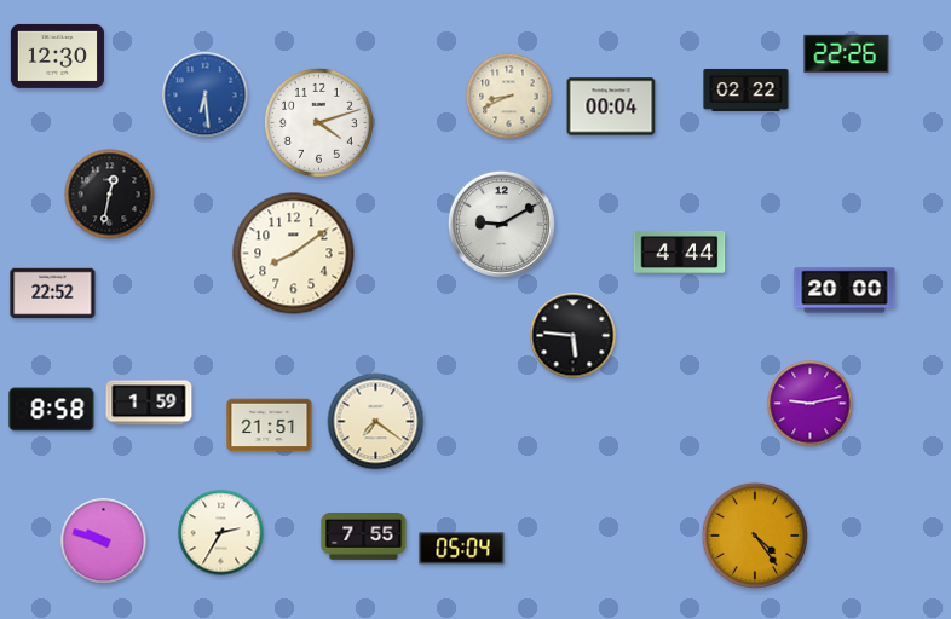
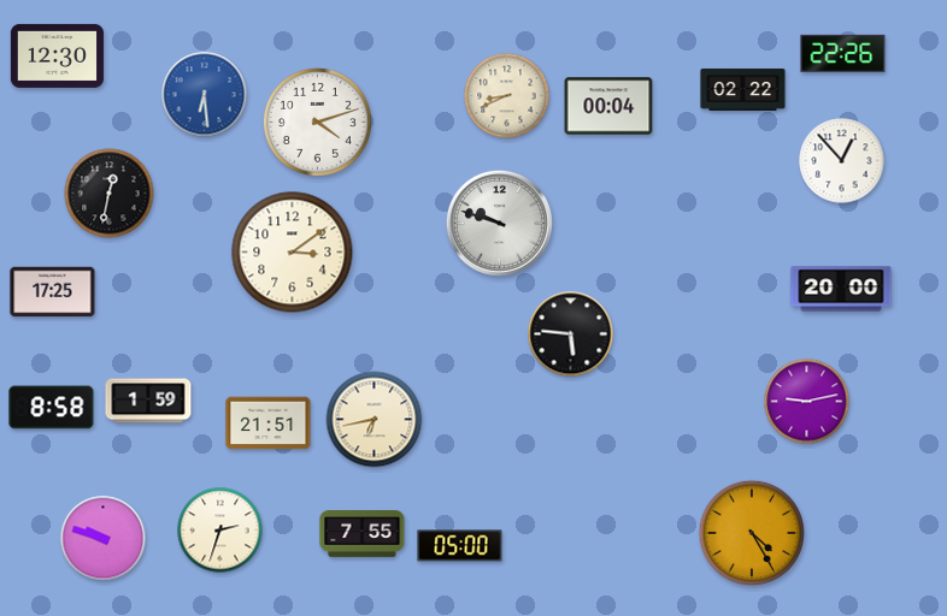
clock at (842, 161): none -> 12:53
clock at (501, 224): 9:10 -> 9:48
clock at (680, 251): 4:44 -> none
clock at (294, 254): 8:09 -> 3:09
clock at (53, 294): 22:52 -> 17:25
clock at (376, 422): 7:21 -> 6:43
clock at (221, 533): 2:35 -> 2:33
clock at (755, 536): 4:24 -> 4:25
clock at (462, 549): 05:04 -> 05:00
